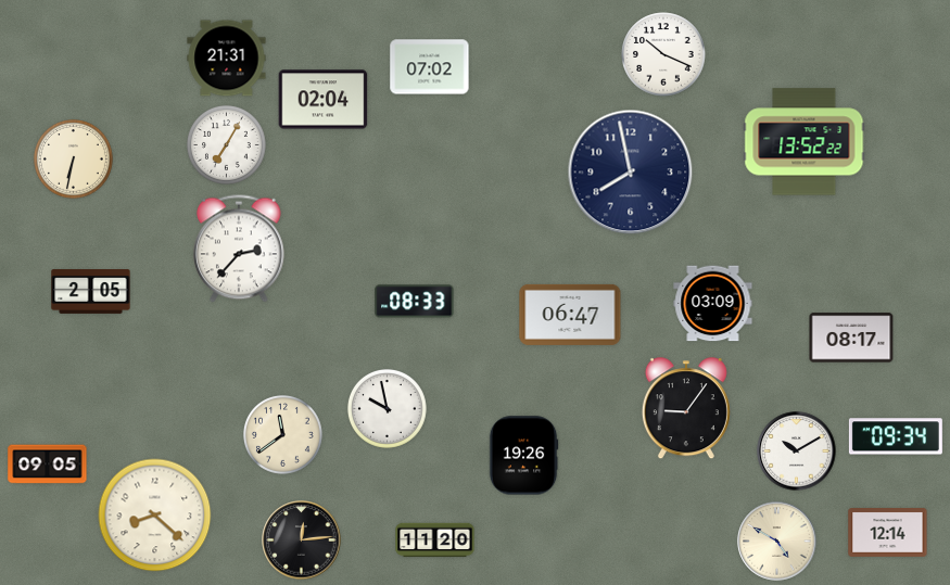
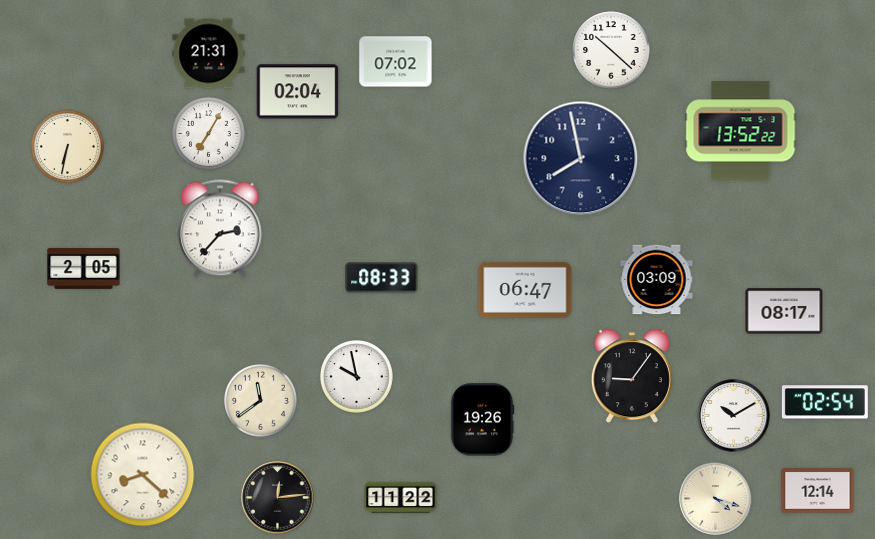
clock at (663, 54): 10:19 -> 10:22
clock at (896, 436): 09:34 -> 02:54
clock at (48, 465): 09:05 -> none
clock at (435, 541): 11:20 -> 11:22
clock at (777, 542): 4:50 -> 4:18
